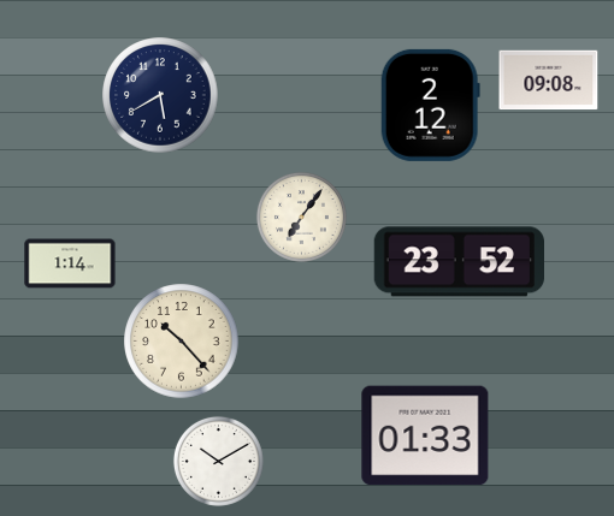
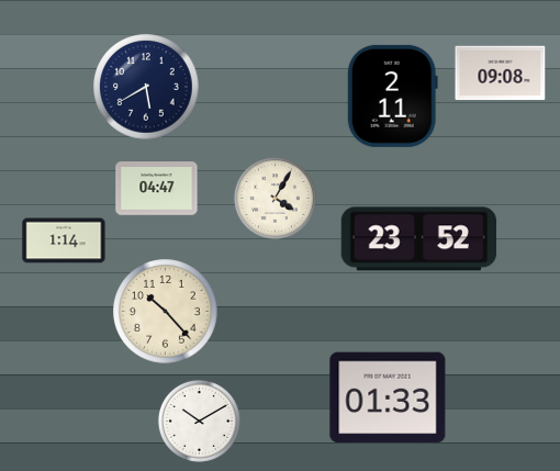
clock at (430, 105): 2:12 -> 2:11
clock at (157, 189): none -> 04:47
clock at (301, 217): 7:06 -> 4:05
